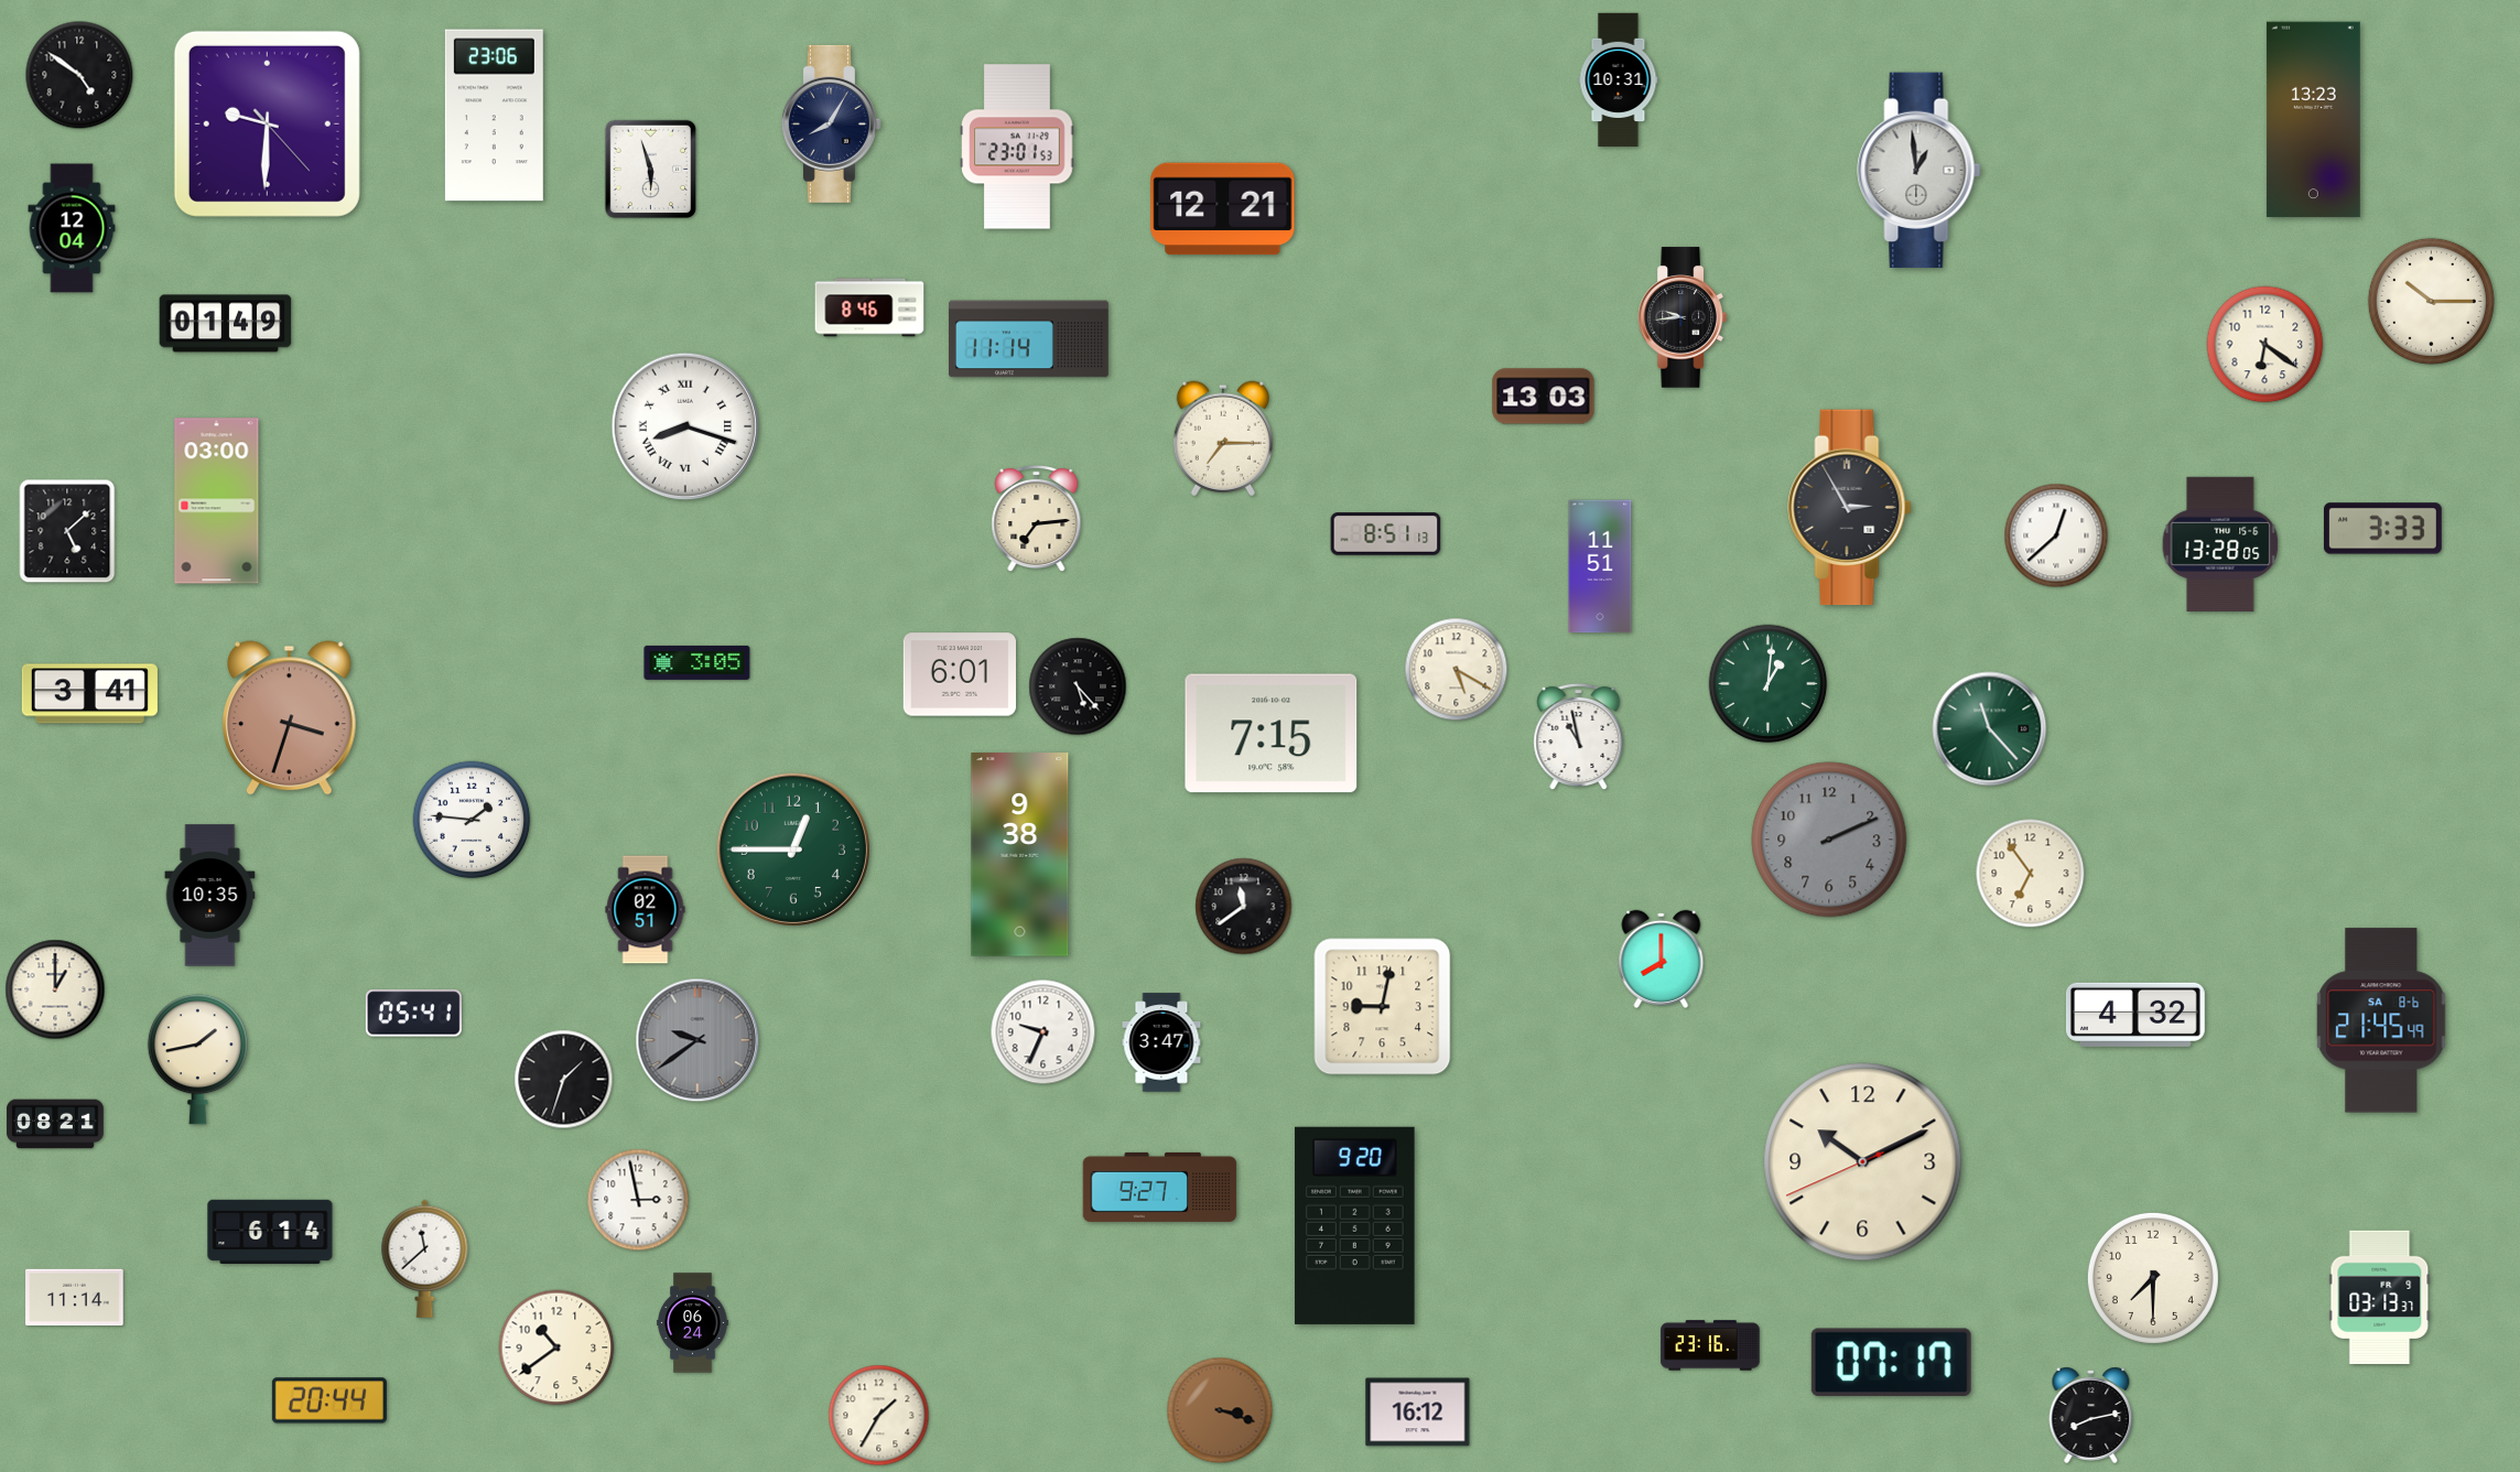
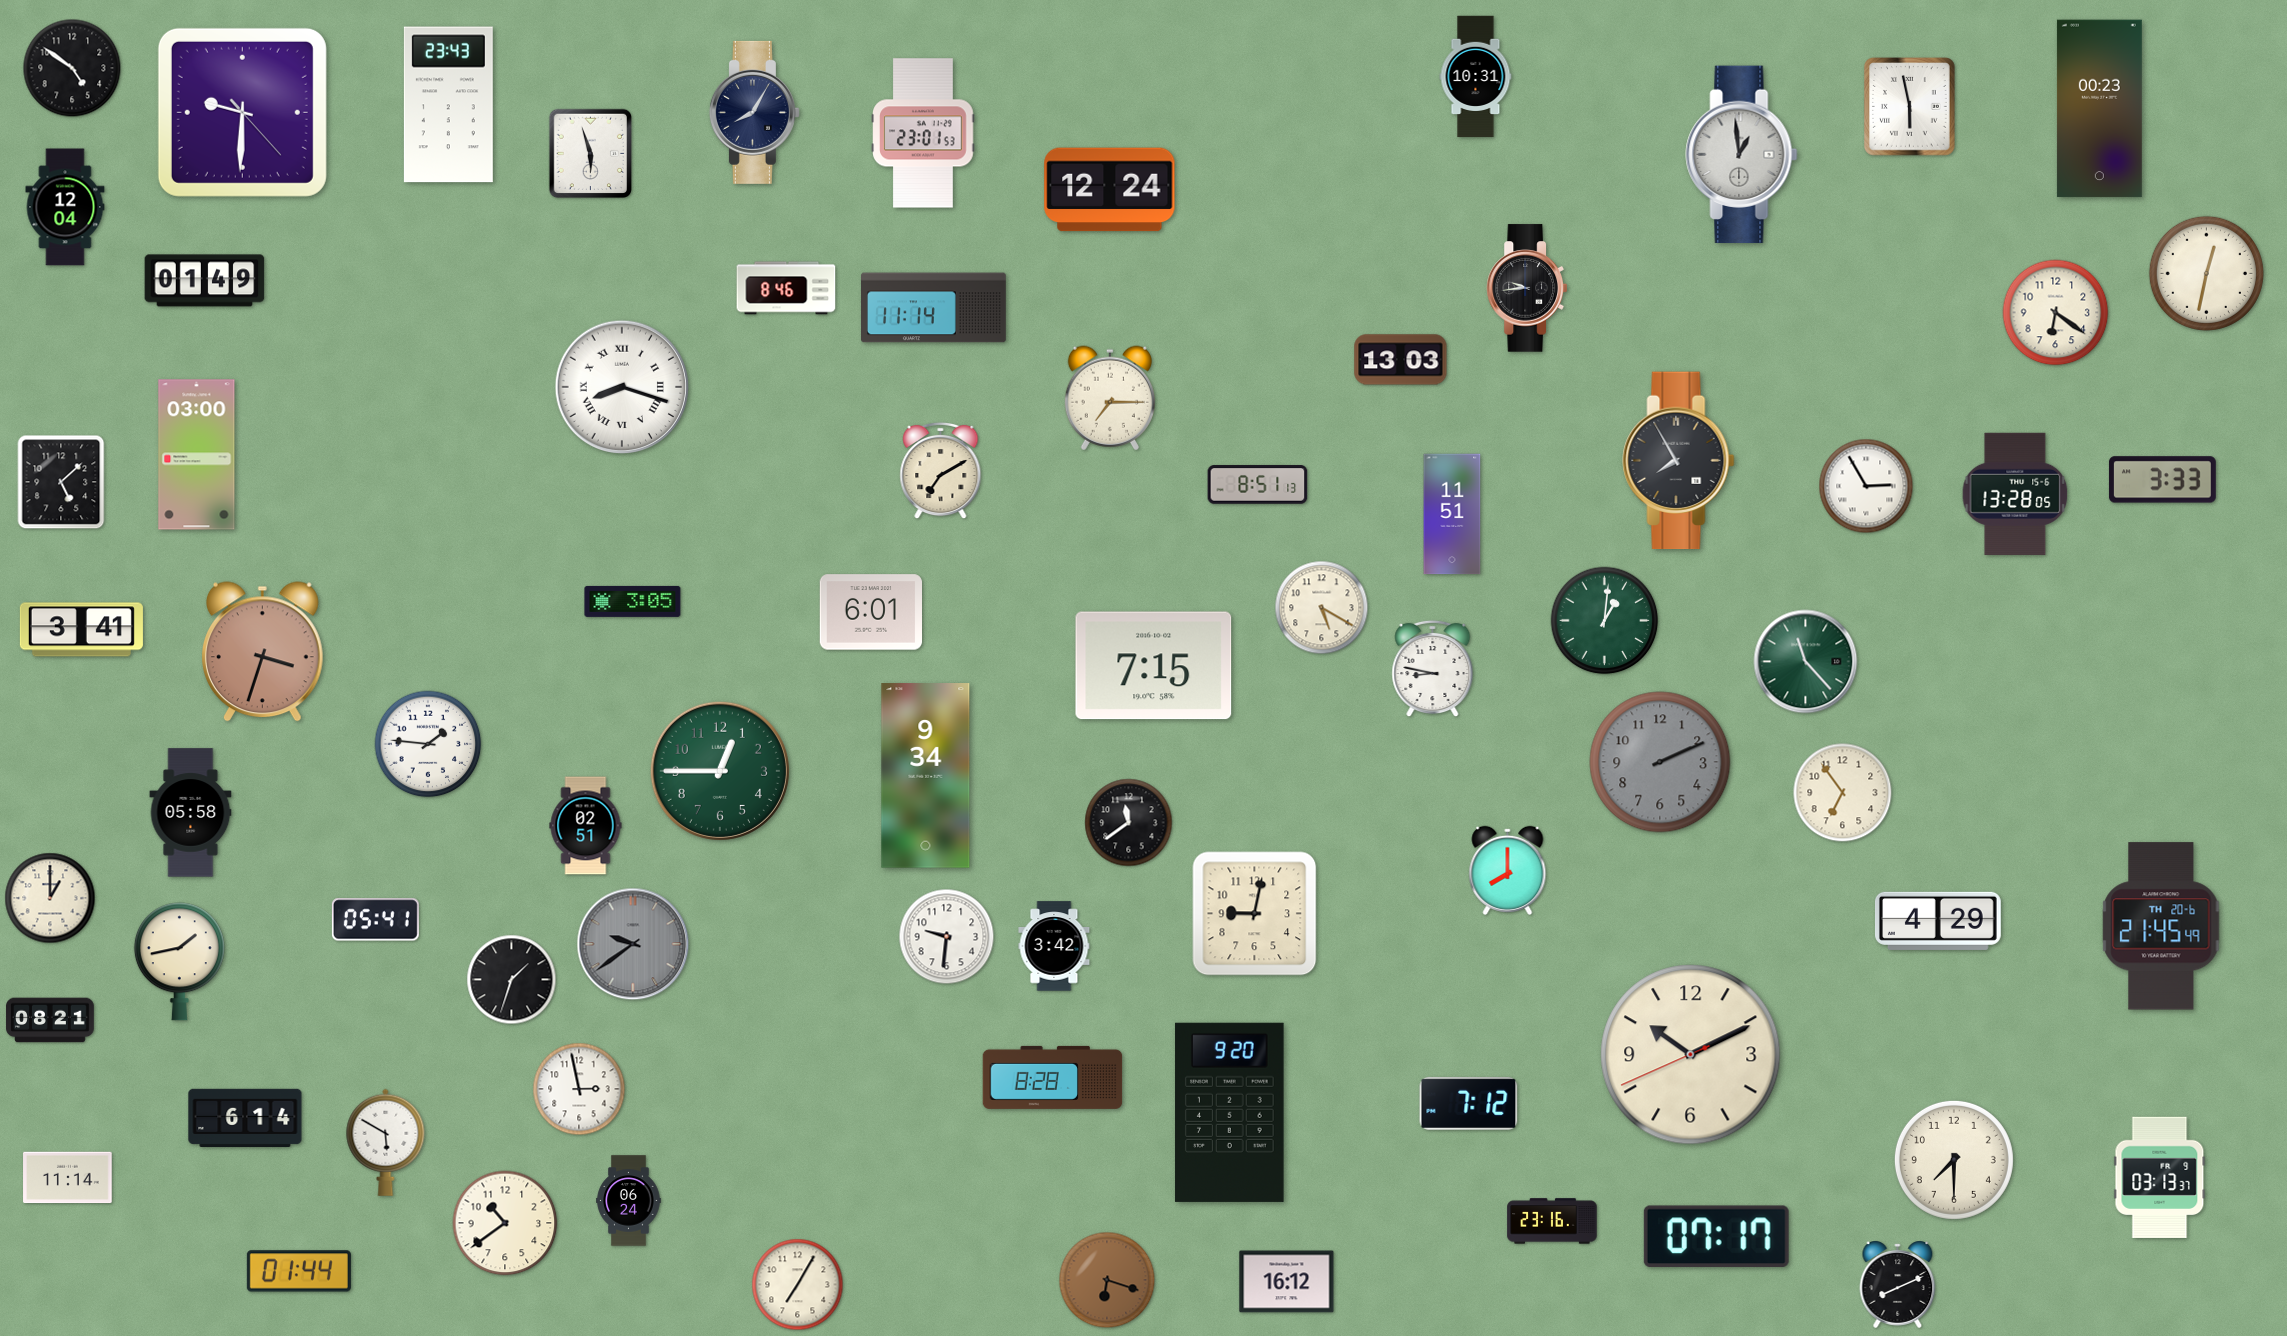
clock at (1619, 80) position: (1619, 80) -> (1476, 77)
clock at (494, 116): 23:06 -> 23:43
clock at (1910, 107): none -> 5:58
clock at (2313, 120): 13:23 -> 00:23
clock at (1223, 209): 12:21 -> 12:24
clock at (2431, 301): 10:15 -> 12:32
clock at (869, 307) position: (869, 307) -> (786, 288)
clock at (226, 324) position: (226, 324) -> (205, 281)
clock at (1850, 508): 2:55 -> 7:55
clock at (1037, 519): 7:14 -> 7:10
clock at (2056, 535): 12:38 -> 2:55
clock at (1078, 686): 5:23 -> none
clock at (1579, 737): 10:58 -> 8:47
clock at (1020, 855): 9:38 -> 9:34
clock at (210, 896): 10:35 -> 05:58
clock at (2135, 1015): 4:32 -> 4:29
clock at (2381, 1020) date: SA 8-6 -> TH 20-6
clock at (1043, 1032): 9:34 -> 9:31
clock at (1161, 1042): 3:47 -> 3:42
clock at (1160, 1187): 9:27 -> 8:28
clock at (1469, 1103): none -> 7:12
clock at (425, 1258): 11:38 -> 5:50
clock at (329, 1400): 20:44 -> 01:44
clock at (1220, 1410): 3:18 -> 6:18
clock at (2091, 1415): 8:13 -> 8:11
clock at (879, 1416): 1:35 -> 7:05
